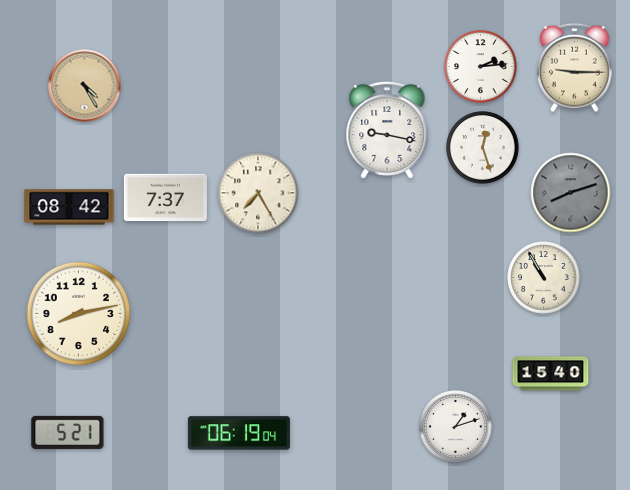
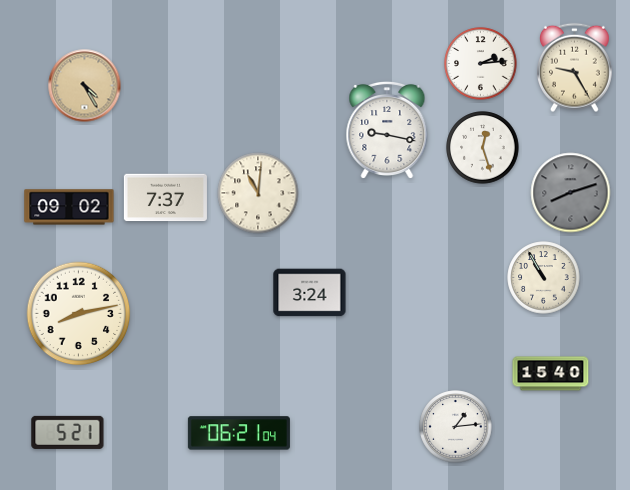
clock at (481, 67) position: (481, 67) -> (481, 64)
clock at (575, 68): 9:15 -> 9:25
clock at (258, 193): 7:25 -> 11:01
clock at (69, 207): 08:42 -> 09:02
clock at (310, 293): none -> 3:24
clock at (456, 427): 1:12 -> 1:14
clock at (239, 433): 06:19 -> 06:21
